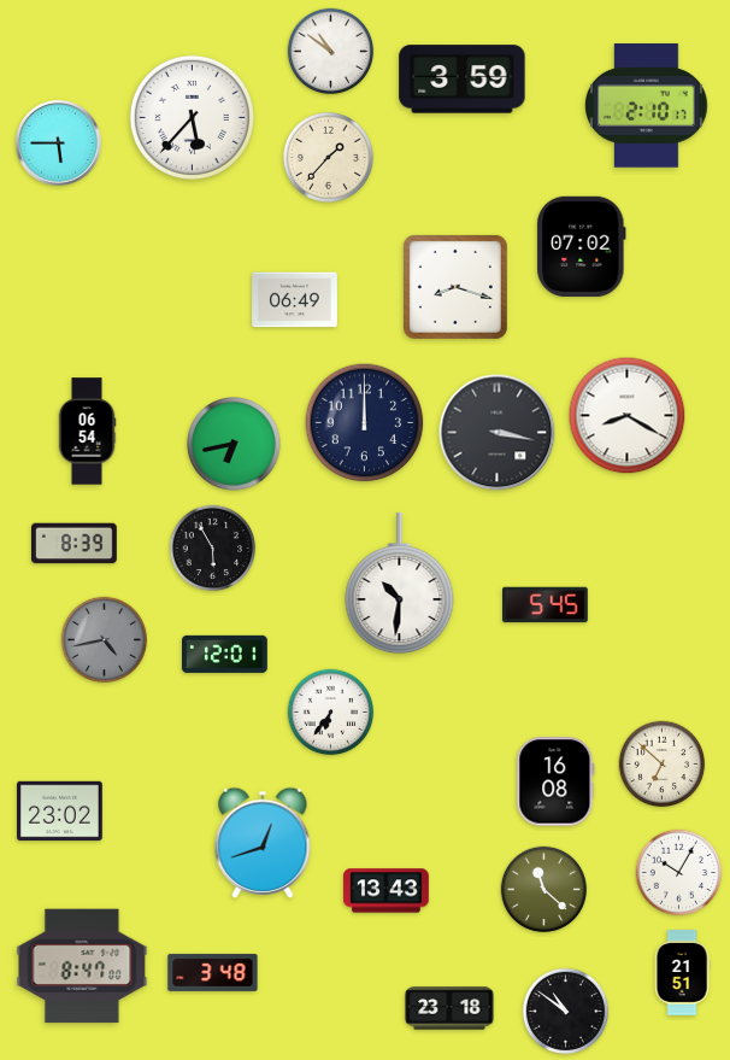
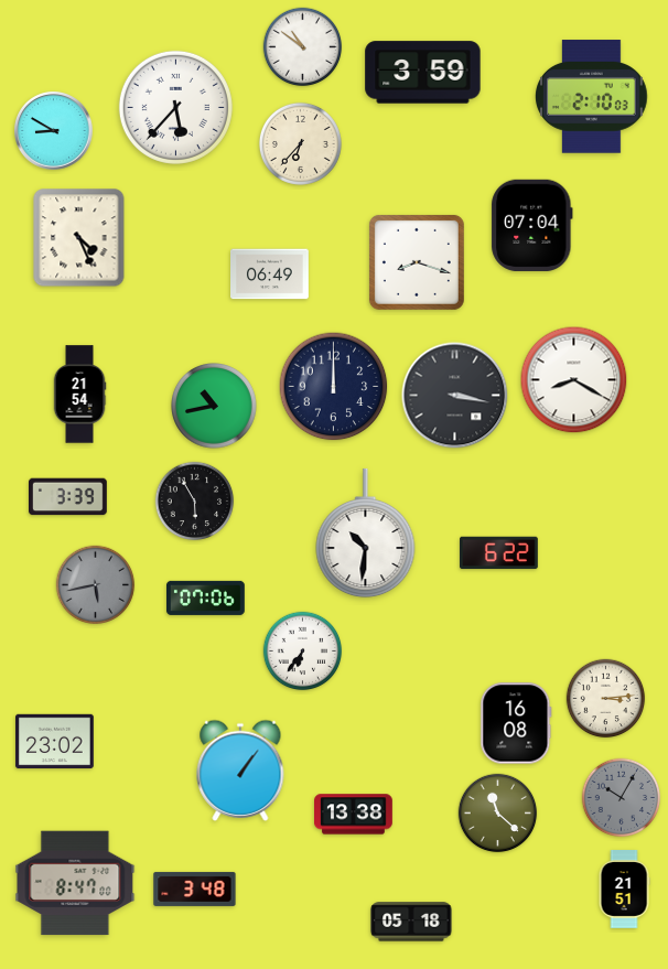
clock at (647, 106): 2:10:17 -> 2:10:03
clock at (59, 144): 5:45 -> 8:50
clock at (328, 157): 1:37 -> 6:37
clock at (582, 246): 07:02 -> 07:04
clock at (79, 238): none -> 4:26
clock at (87, 432): 06:54 -> 21:54
clock at (235, 445): 6:43 -> 10:43
clock at (75, 544): 8:39 -> 3:39
clock at (546, 605): 5:45 -> 6:22
clock at (105, 640): 4:43 -> 5:43
clock at (225, 654): 12:01 -> 07:06
clock at (663, 765): 6:52 -> 3:14
clock at (555, 781) position: (555, 781) -> (516, 723)
clock at (263, 843): 12:42 -> 1:06
clock at (679, 873) dial: white -> grey
clock at (387, 891): 13:43 -> 13:38
clock at (449, 1008): 23:18 -> 05:18
clock at (566, 1012): 10:51 -> none
